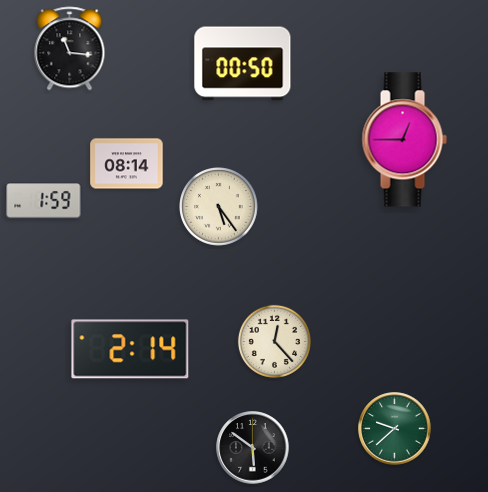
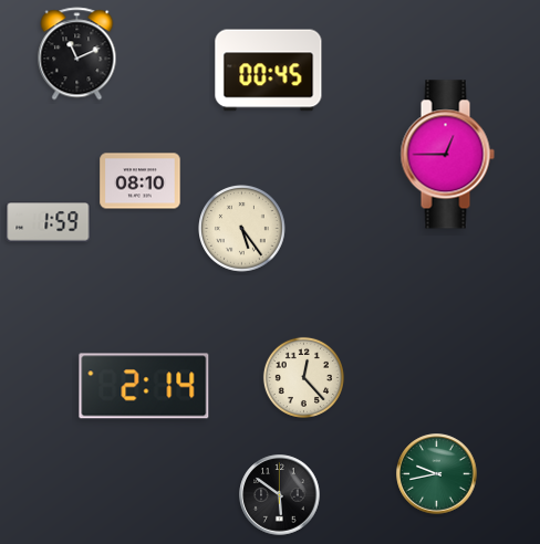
clock at (70, 49): 11:16 -> 11:11
clock at (243, 64): 00:50 -> 00:45
clock at (127, 164): 08:14 -> 08:10
clock at (395, 429): 9:38 -> 9:43
